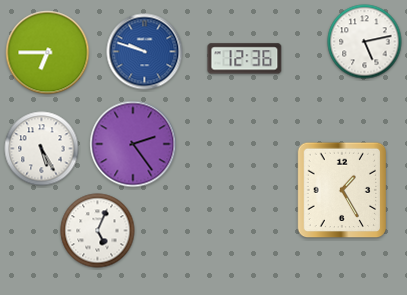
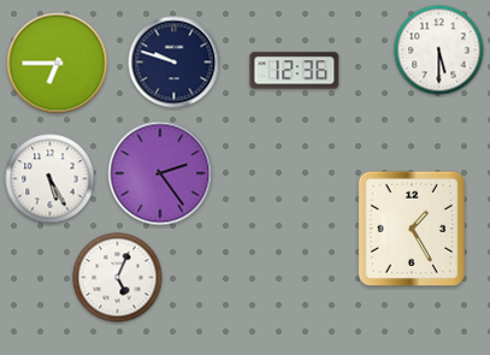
clock at (365, 42): 5:13 -> 5:30
clock at (145, 52) dial: blue -> navy
